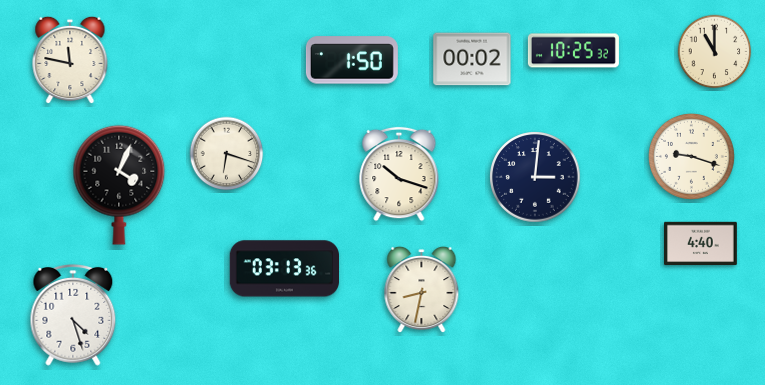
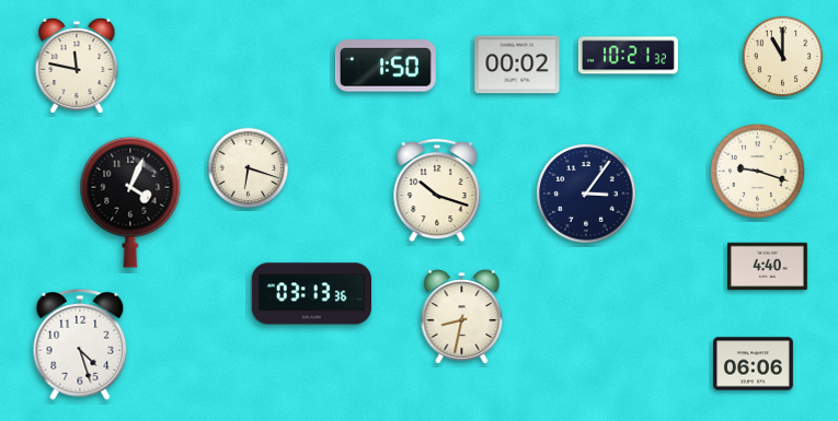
clock at (573, 51): 10:25 -> 10:21
clock at (535, 177): 3:01 -> 3:06
clock at (754, 364): none -> 06:06
